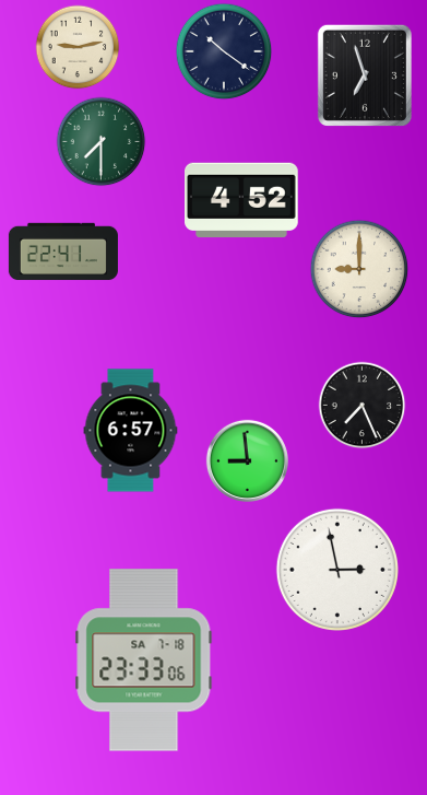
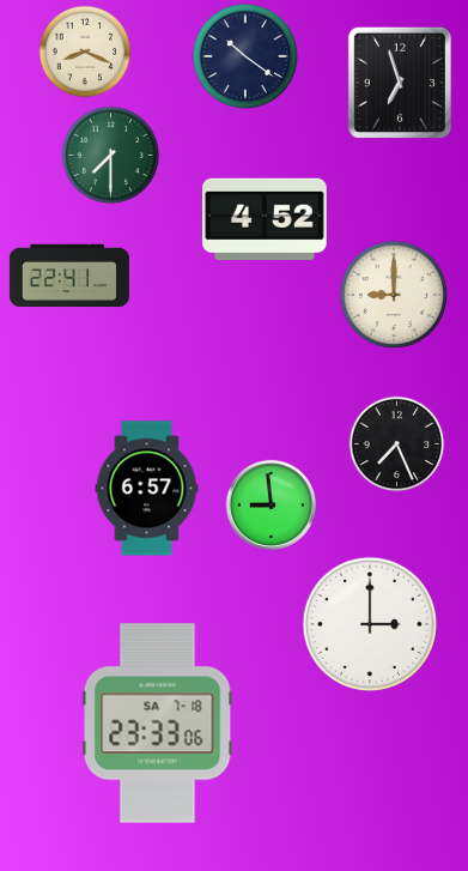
clock at (78, 47): 9:13 -> 8:19
clock at (131, 431) position: (131, 431) -> (147, 489)
clock at (337, 570): 2:58 -> 3:00
